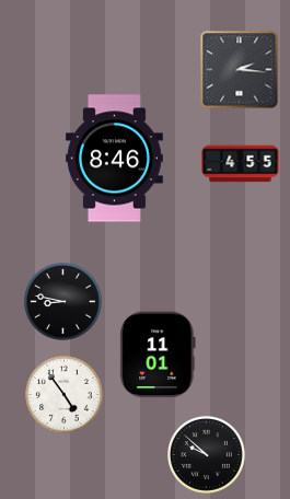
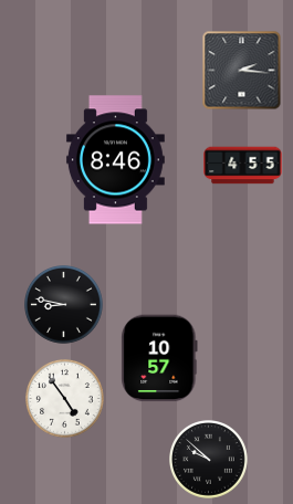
clock at (158, 355): 11:01 -> 10:57
